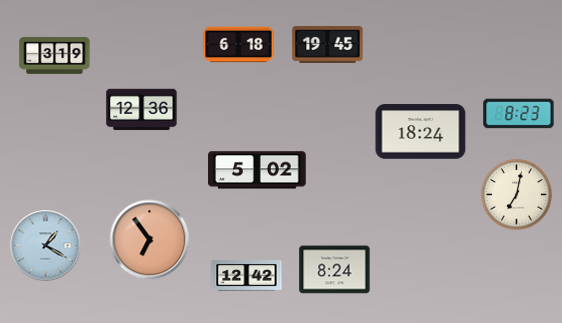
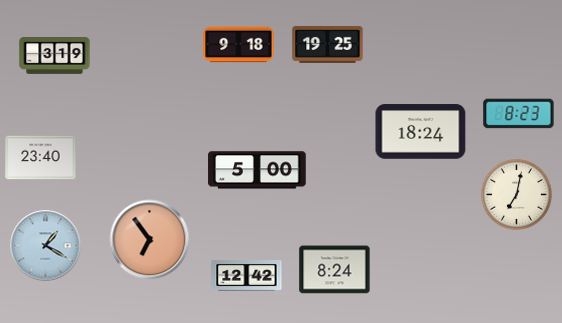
clock at (239, 45): 6:18 -> 9:18
clock at (328, 45): 19:45 -> 19:25
clock at (142, 110): 12:36 -> none
clock at (41, 158): none -> 23:40
clock at (257, 170): 5:02 -> 5:00
